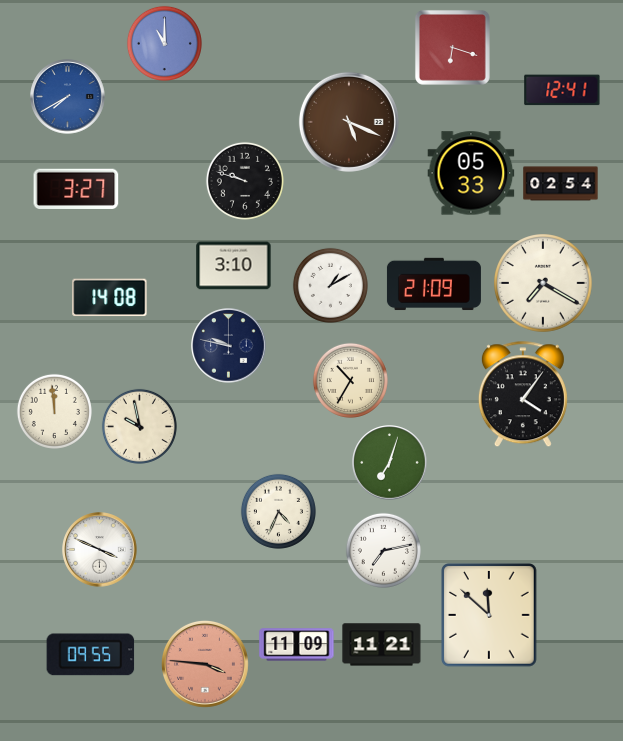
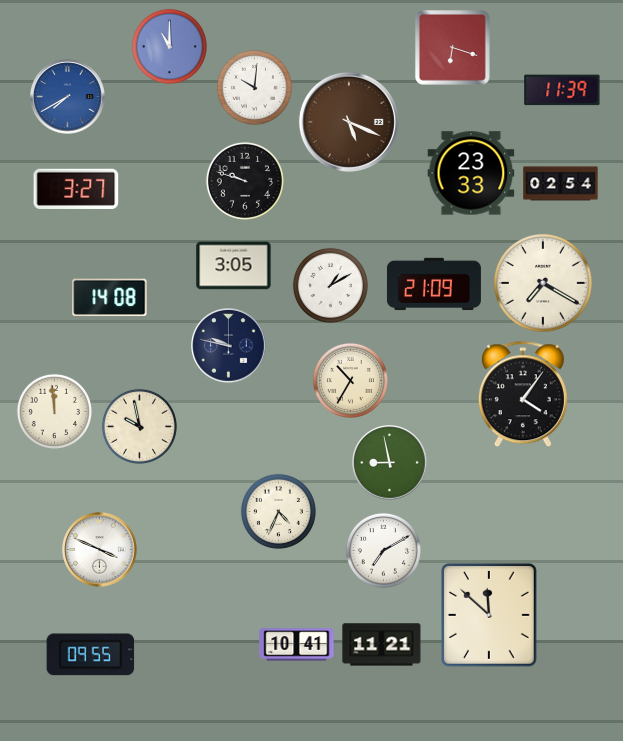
clock at (164, 43) position: (164, 43) -> (169, 46)
clock at (254, 87): none -> 10:01
clock at (562, 90): 12:41 -> 11:39
clock at (471, 173): 05:33 -> 23:33
clock at (234, 266): 3:10 -> 3:05
clock at (390, 463): 7:03 -> 8:58
clock at (383, 550): 7:13 -> 7:10
clock at (297, 645): 11:09 -> 10:41
clock at (205, 664): 3:46 -> none
